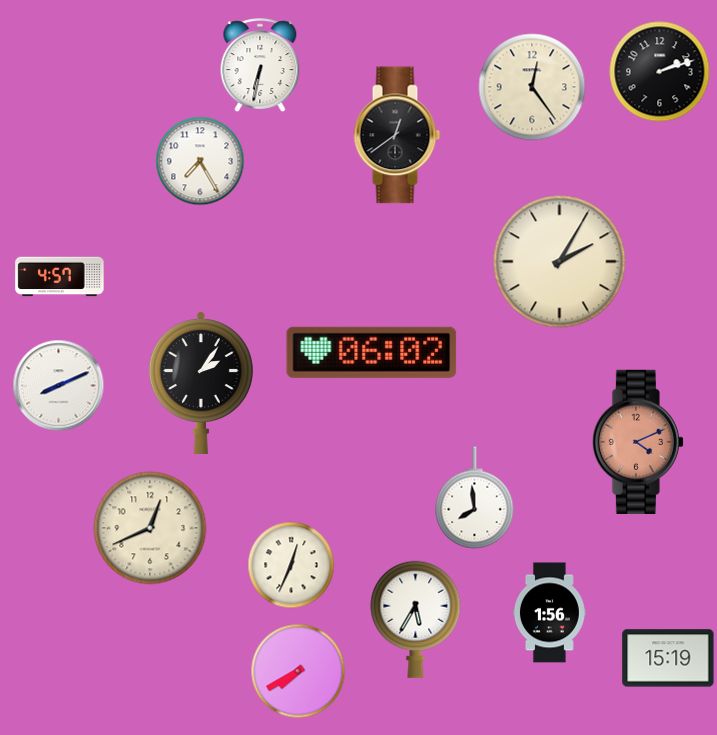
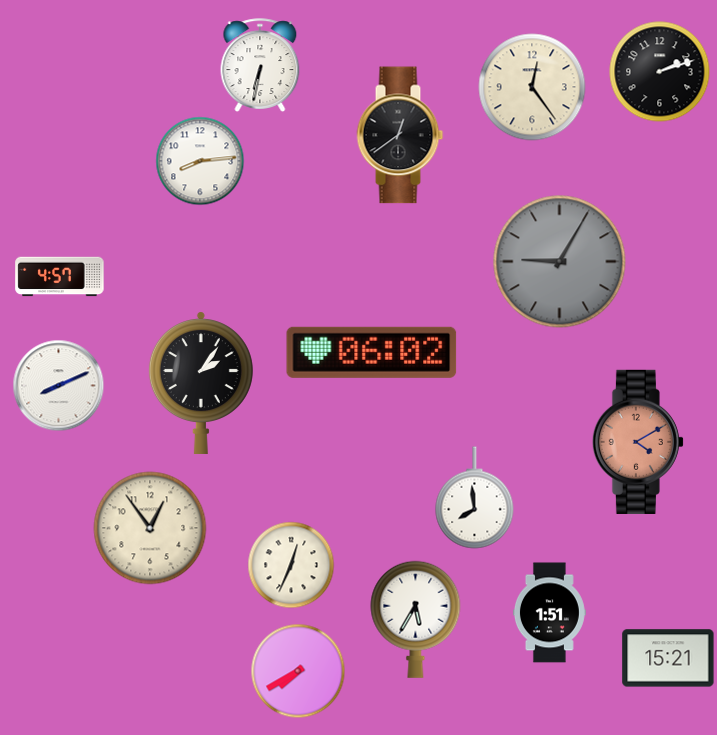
clock at (397, 135) position: (397, 135) -> (400, 135)
clock at (200, 161): 7:25 -> 8:14
clock at (560, 262): 2:05 -> 9:05
clock at (560, 262) dial: cream -> grey
clock at (638, 442): 4:11 -> 4:10
clock at (150, 528): 12:41 -> 12:54
clock at (549, 613): 1:56 -> 1:51
clock at (668, 658): 15:19 -> 15:21
